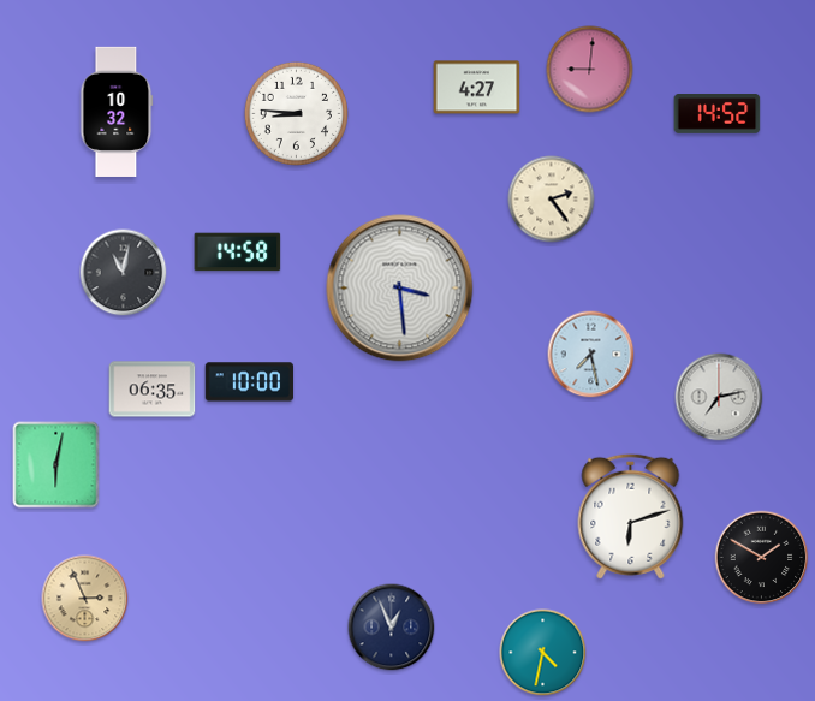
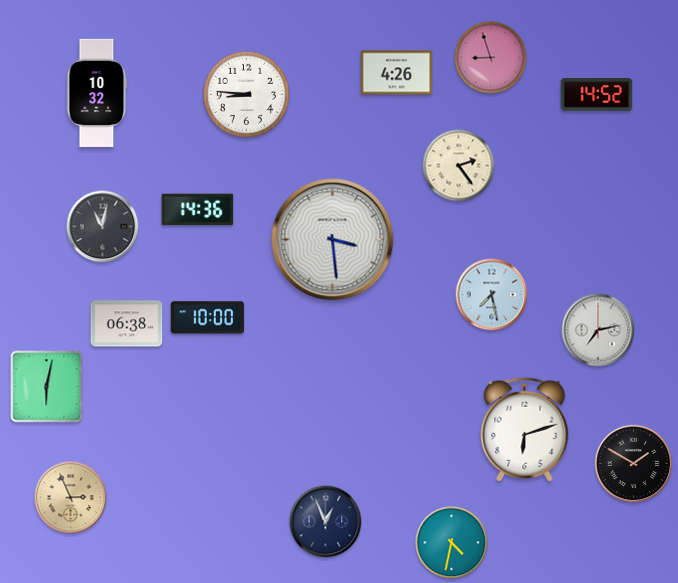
clock at (590, 70): 9:01 -> 8:57
clock at (477, 88): 4:27 -> 4:26
clock at (238, 253): 14:58 -> 14:36
clock at (153, 390): 06:35 -> 06:38
